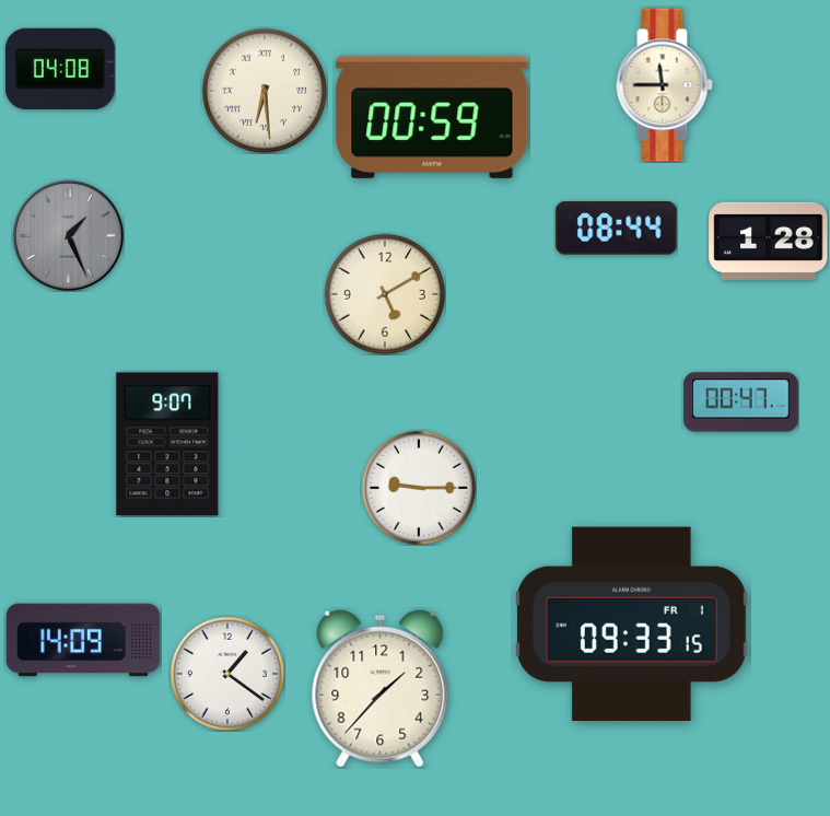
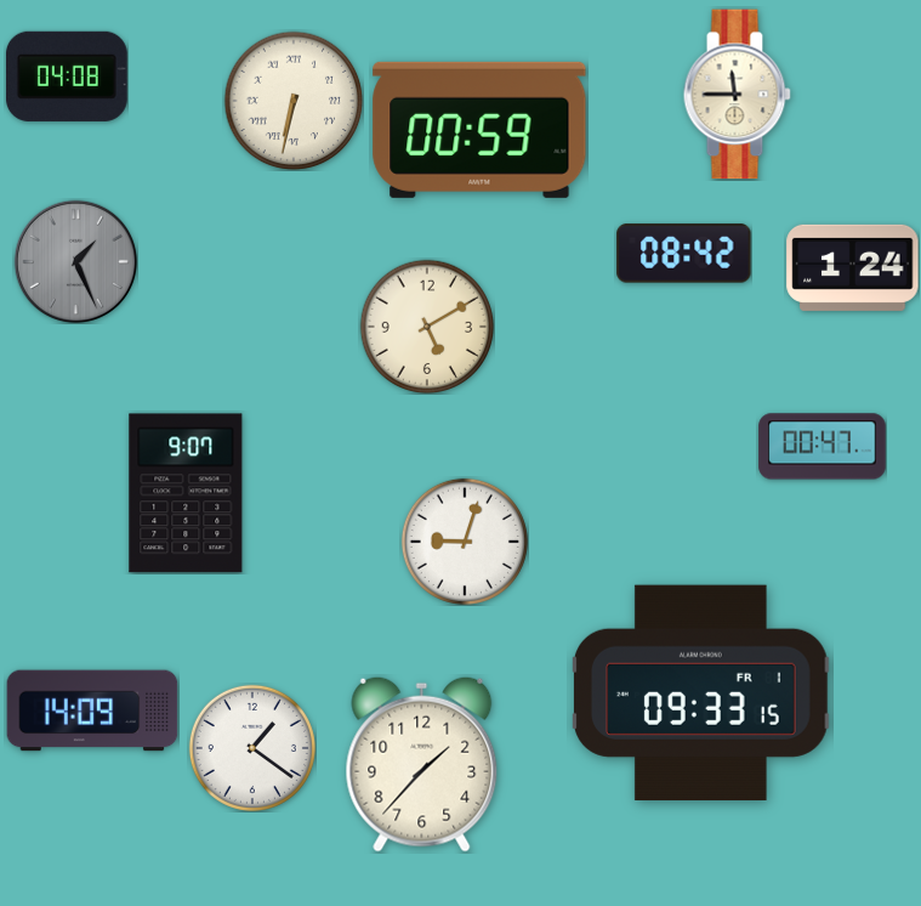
clock at (265, 91): 6:29 -> 6:32
clock at (617, 229): 08:44 -> 08:42
clock at (769, 241): 1:28 -> 1:24
clock at (419, 488): 9:15 -> 9:03
